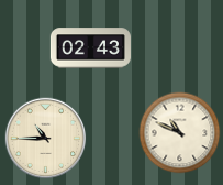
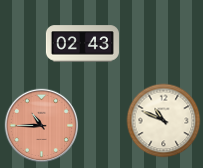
clock at (46, 139) dial: cream -> salmon
